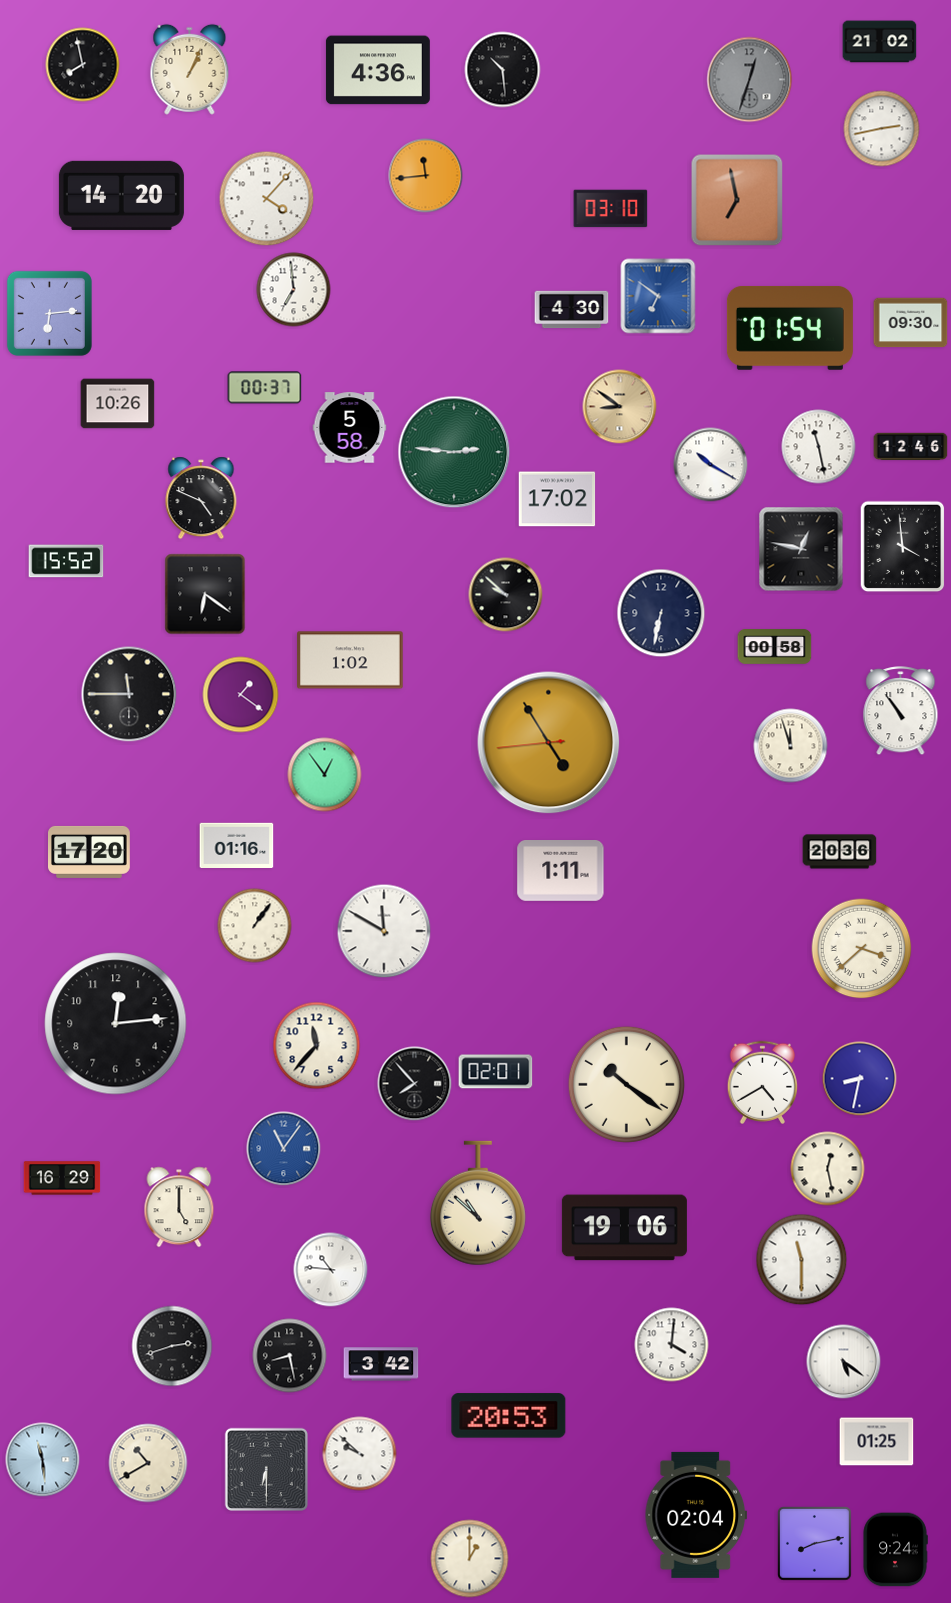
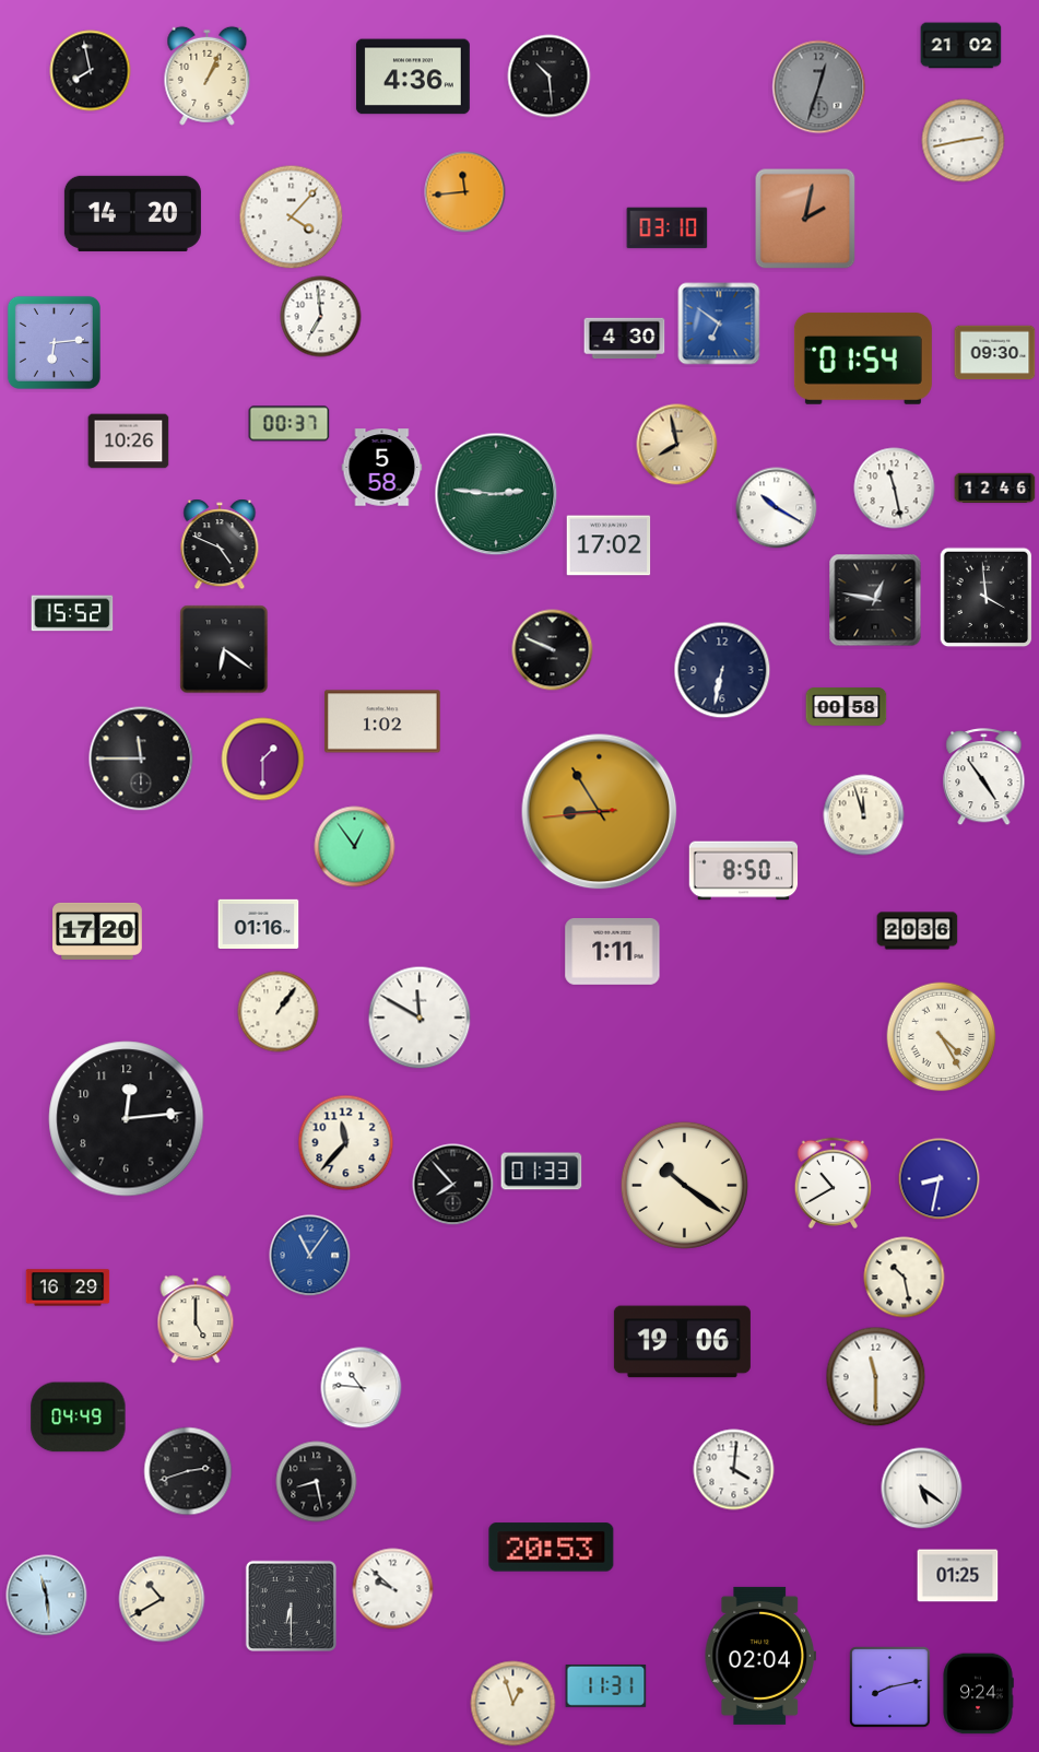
clock at (737, 200): 6:58 -> 2:02
clock at (620, 407): 8:51 -> 7:58
clock at (506, 595): 9:52 -> 9:49
clock at (241, 695): 1:21 -> 1:30
clock at (901, 711): 10:54 -> 4:54
clock at (549, 743): 4:54 -> 8:54
clock at (744, 871): none -> 8:50
clock at (862, 949): 3:38 -> 4:25
clock at (496, 1072): 02:01 -> 01:33
clock at (763, 1082): 4:40 -> 10:40
clock at (828, 1169): 12:28 -> 10:28
clock at (478, 1203): 10:52 -> none
clock at (79, 1418): none -> 04:49
clock at (381, 1364): 3:42 -> none
clock at (509, 1416) position: (509, 1416) -> (552, 1548)
clock at (606, 1685): none -> 11:31
clock at (470, 1559): 1:00 -> 12:57
